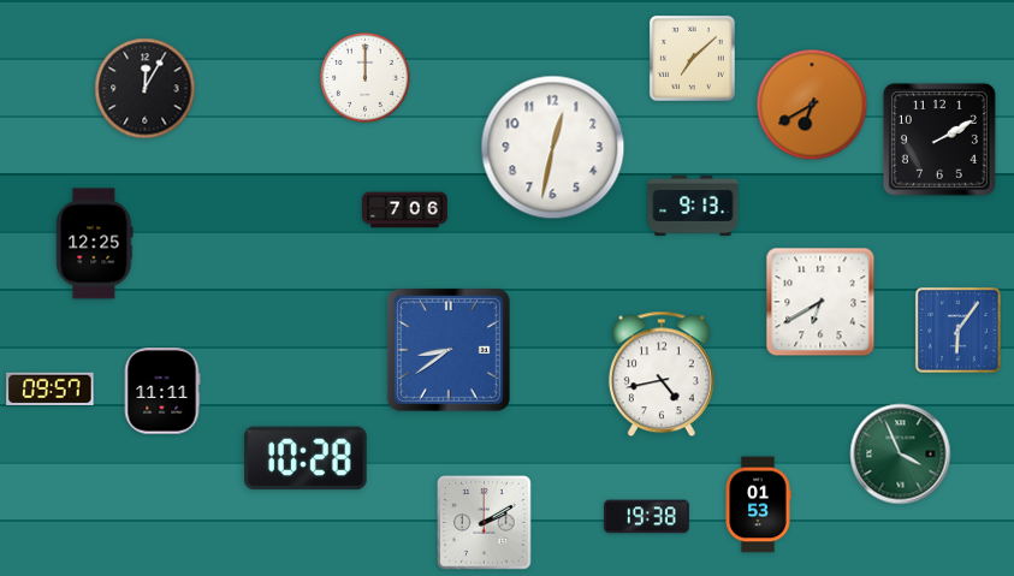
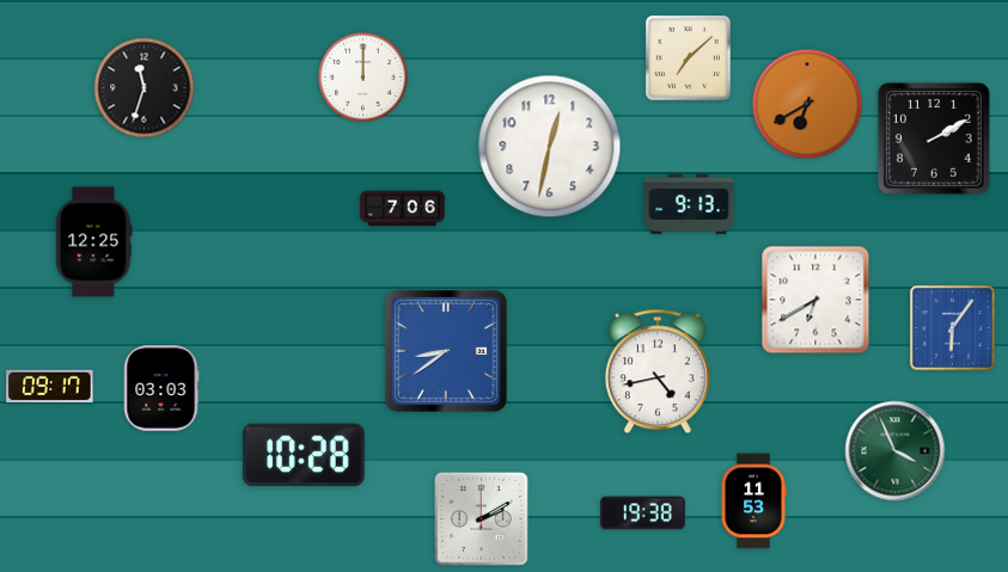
clock at (146, 89): 12:05 -> 11:33
clock at (449, 350) position: (449, 350) -> (446, 351)
clock at (51, 388): 09:57 -> 09:17
clock at (162, 391): 11:11 -> 03:03
clock at (758, 505): 01:53 -> 11:53
